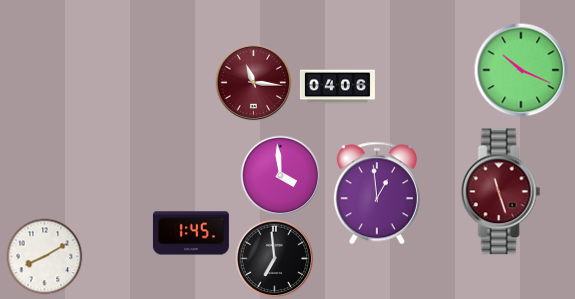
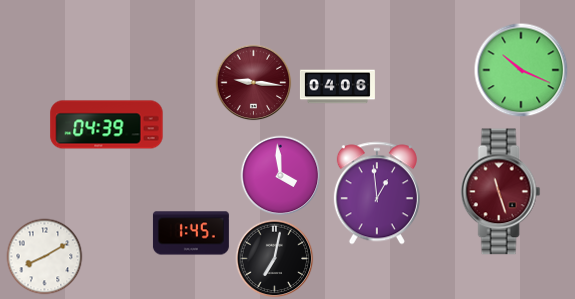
clock at (254, 83): 11:16 -> 9:16
clock at (107, 125): none -> 04:39
clock at (275, 259): 6:59 -> 7:02
